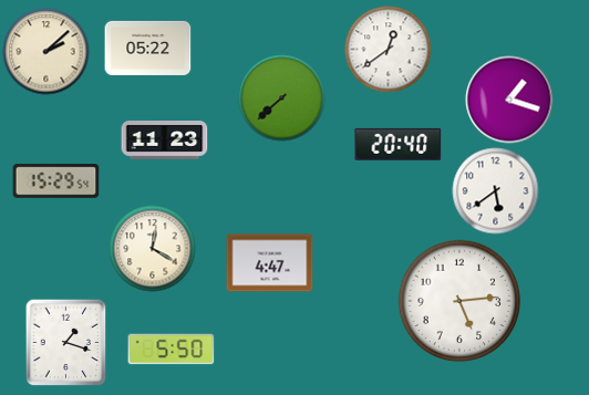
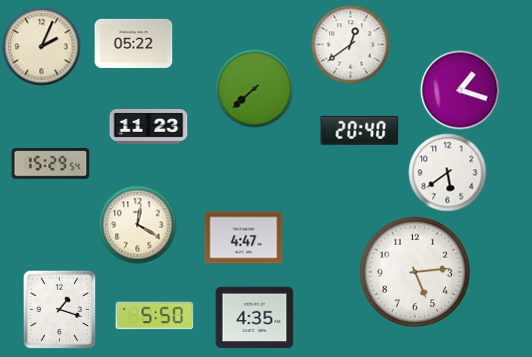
clock at (45, 51): 2:08 -> 2:04
clock at (254, 318): none -> 4:35
